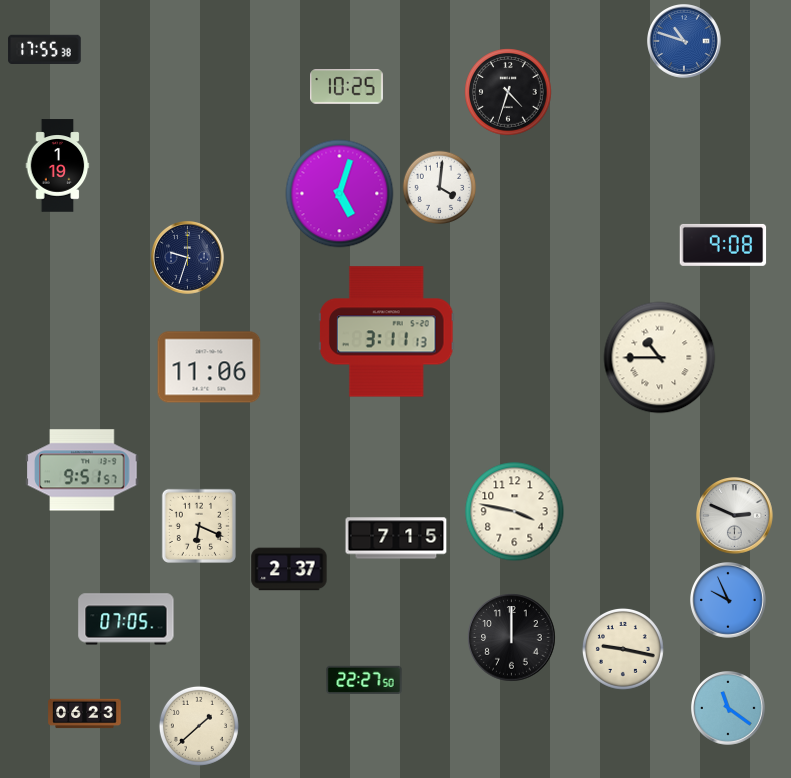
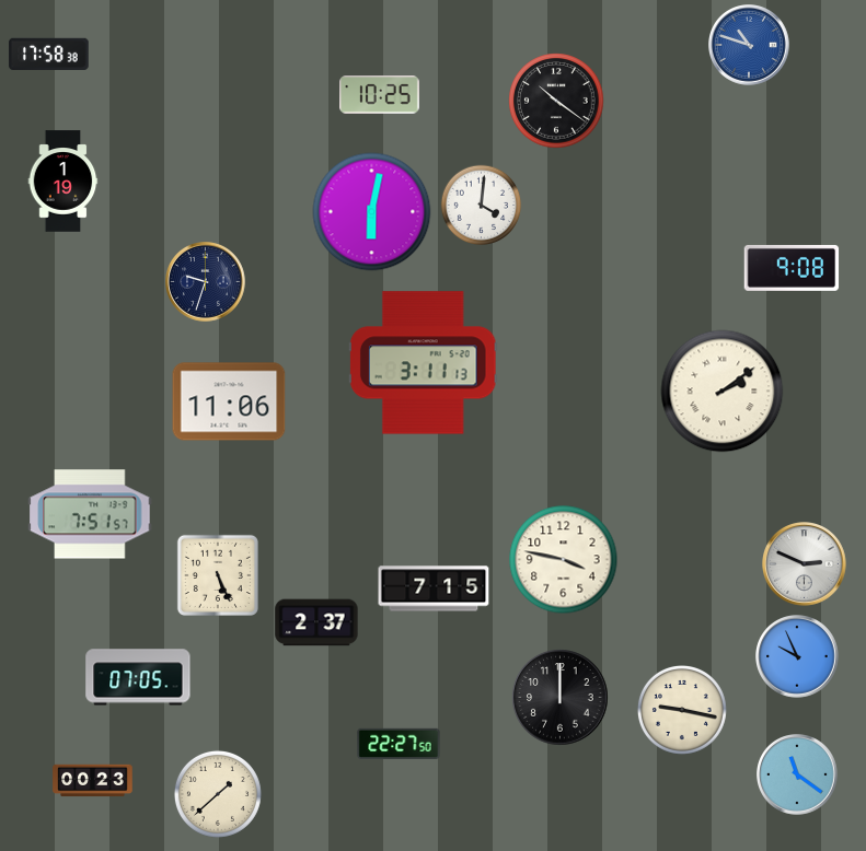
clock at (45, 49): 17:55 -> 17:58
clock at (508, 92): 4:33 -> 10:21
clock at (340, 194): 5:03 -> 6:02
clock at (660, 358): 10:45 -> 2:09
clock at (82, 470): 9:51 -> 7:51
clock at (199, 526): 6:19 -> 5:26
clock at (85, 714): 06:23 -> 00:23
